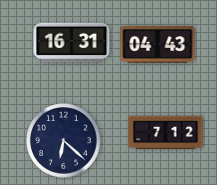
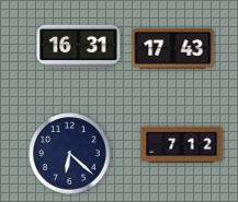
clock at (158, 45): 04:43 -> 17:43
